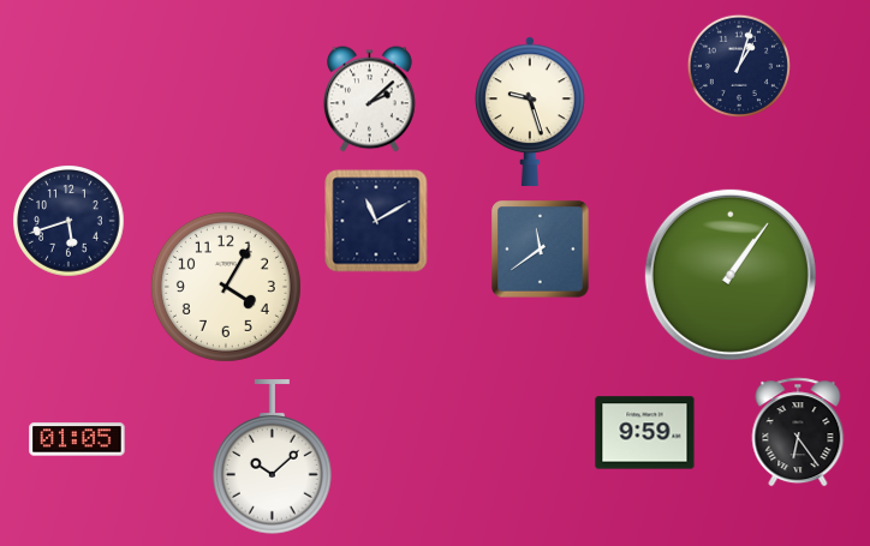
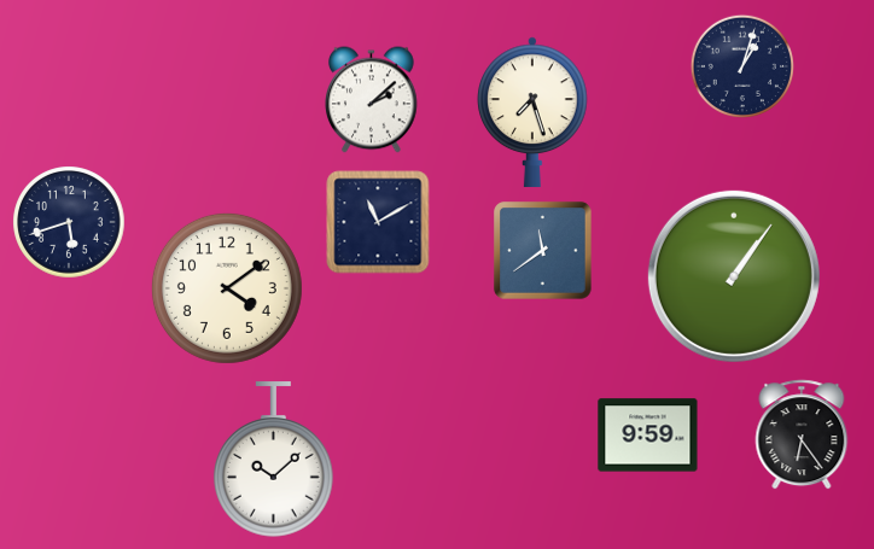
clock at (531, 112): 9:27 -> 7:27
clock at (226, 287): 4:05 -> 4:09
clock at (77, 439): 01:05 -> none
